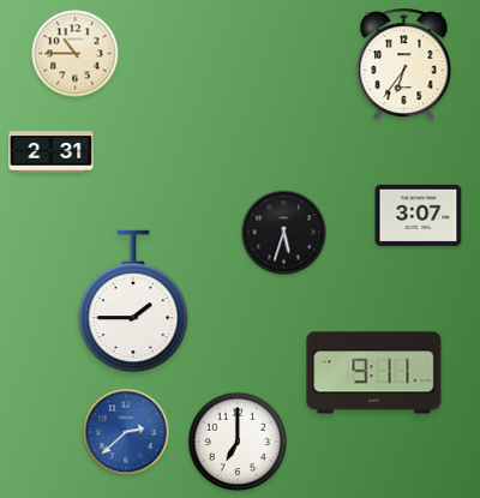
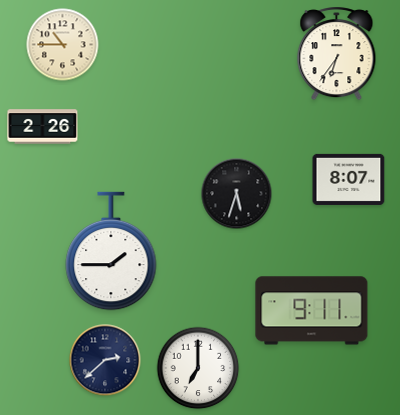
clock at (52, 152): 2:31 -> 2:26
clock at (419, 215): 3:07 -> 8:07
clock at (126, 432) dial: blue -> navy
